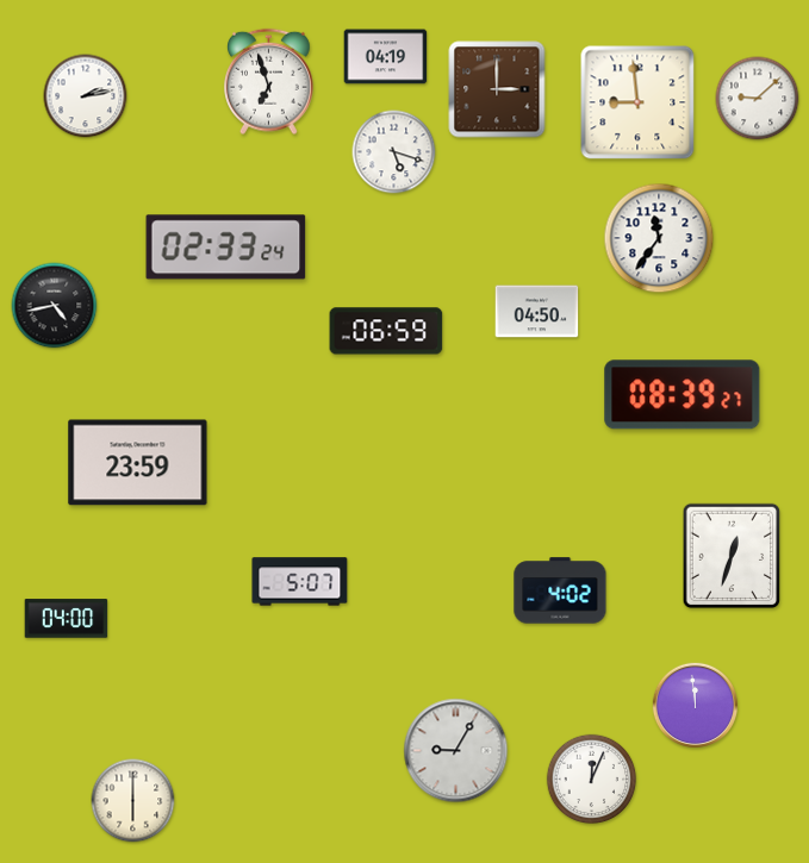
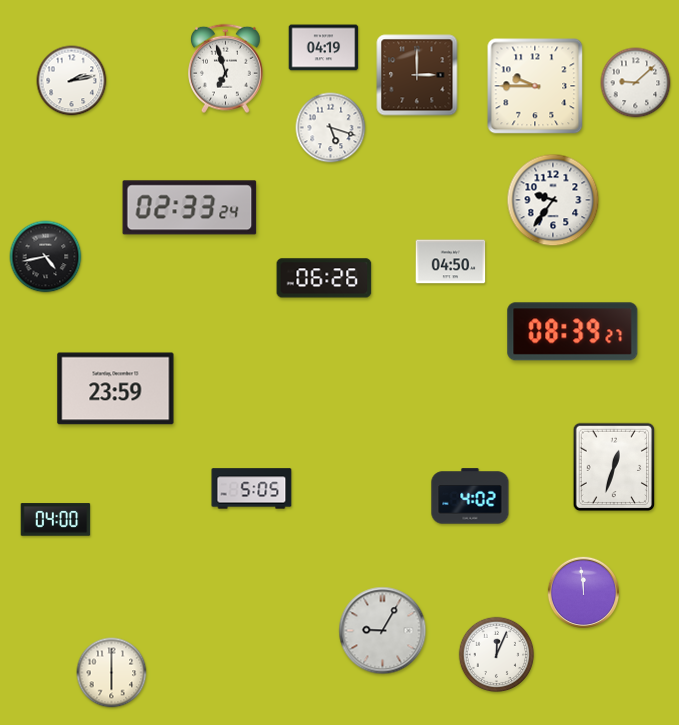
clock at (637, 102): 8:59 -> 9:45
clock at (659, 238): 11:36 -> 9:36
clock at (386, 331): 06:59 -> 06:26
clock at (300, 582): 5:07 -> 5:05
